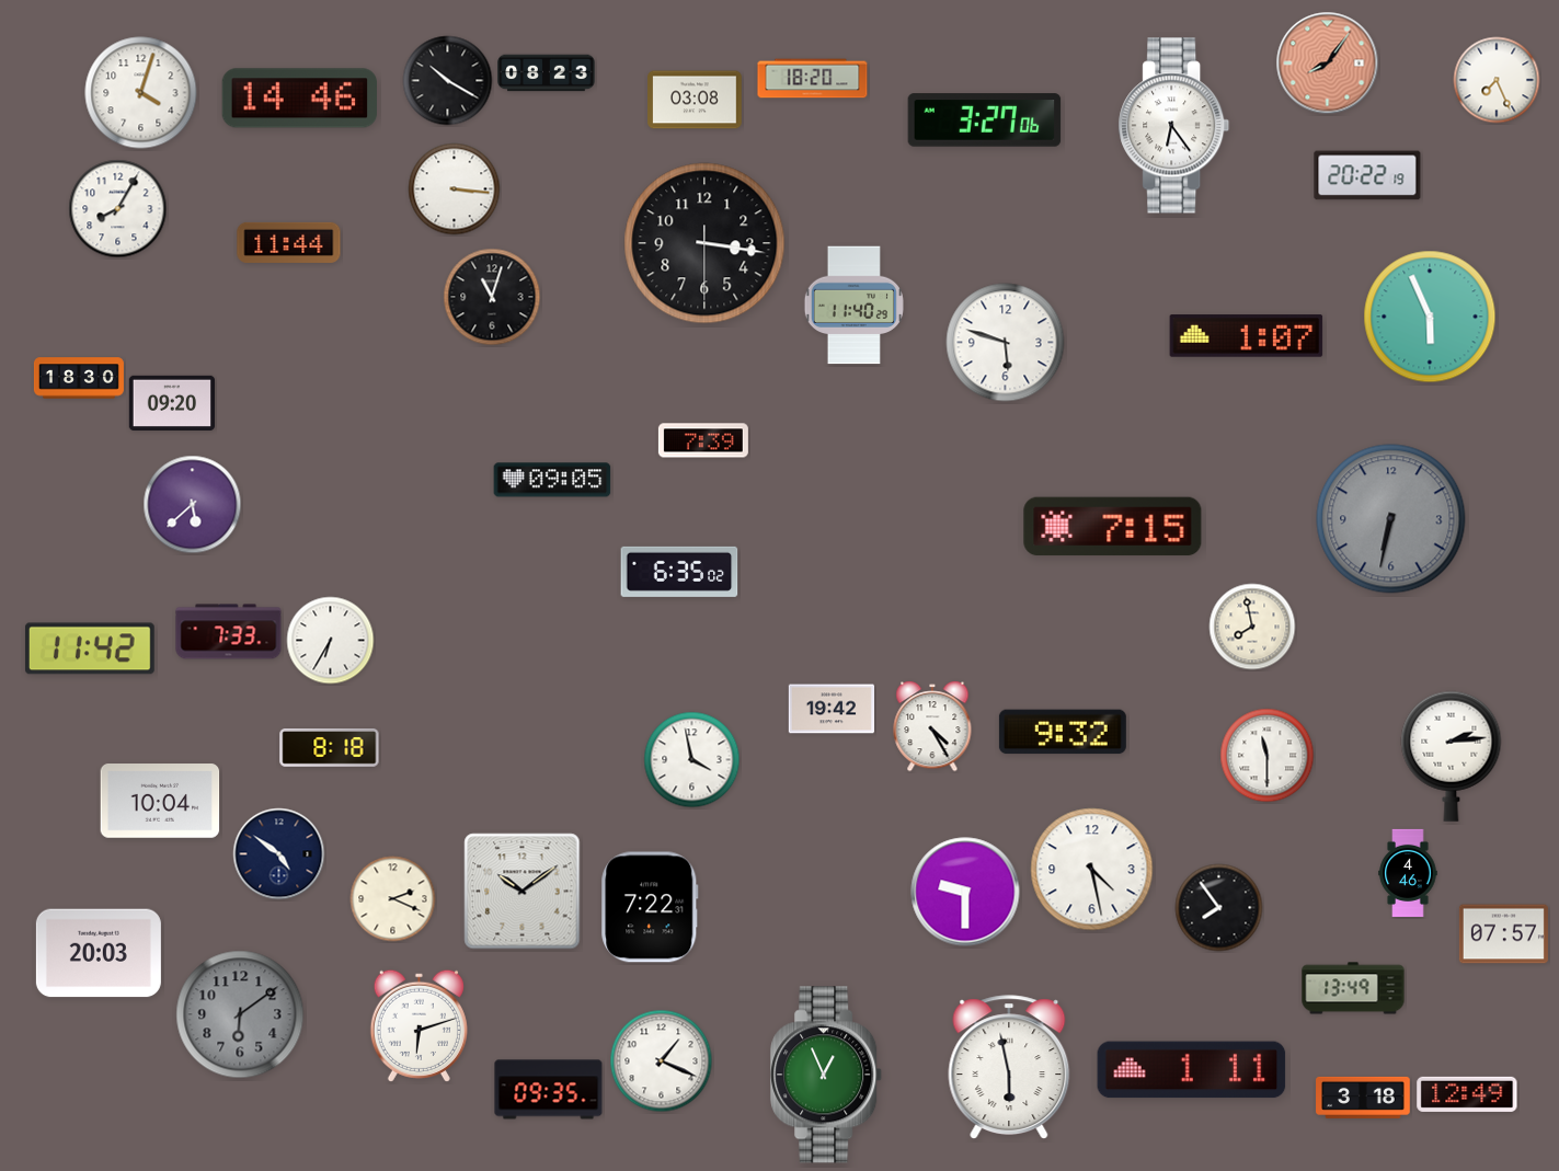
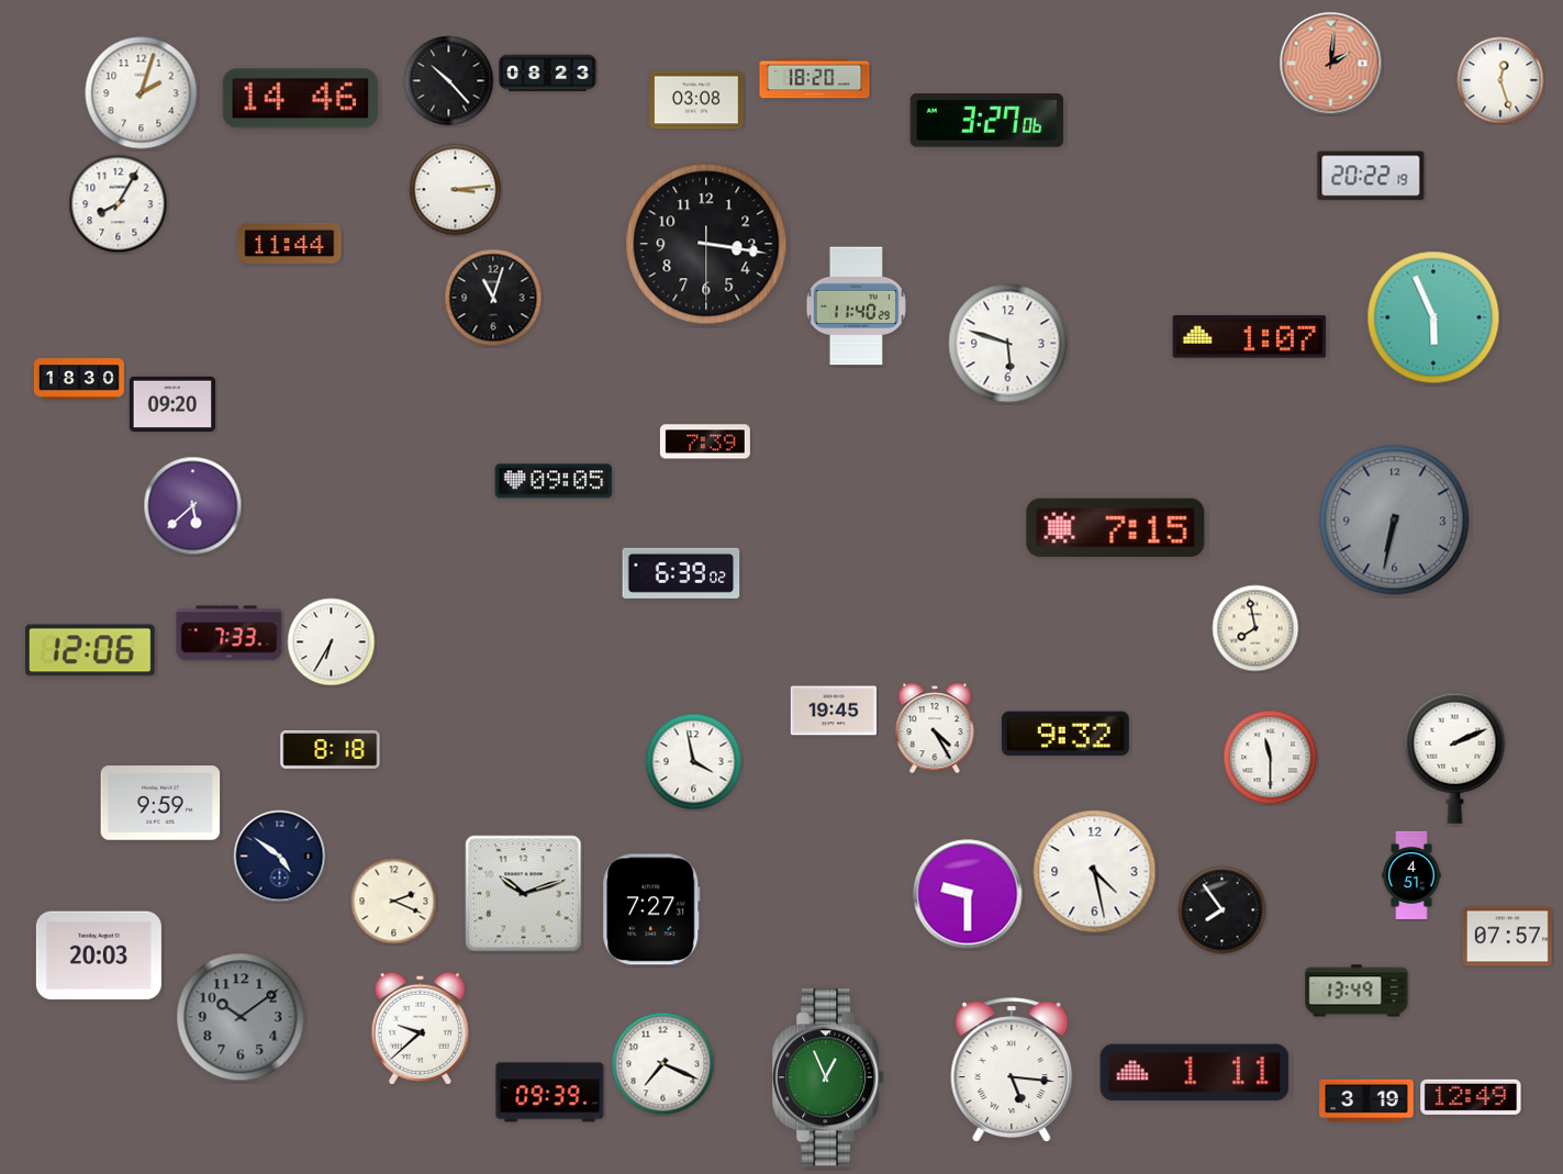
clock at (1328, 64): 8:06 -> 2:01
clock at (1497, 80): 7:26 -> 12:27
clock at (448, 81): 10:20 -> 10:23
clock at (141, 93): 4:03 -> 2:03
clock at (1174, 126): 6:24 -> none
clock at (455, 190): 3:16 -> 3:14
clock at (118, 209) position: (118, 209) -> (119, 204)
clock at (679, 572): 6:35 -> 6:39
clock at (90, 648): 11:42 -> 12:06
clock at (830, 709): 19:42 -> 19:45
clock at (1452, 756): 2:14 -> 2:11
clock at (160, 802): 10:04 -> 9:59
clock at (1408, 873): 4:46 -> 4:51
clock at (523, 892): 10:09 -> 10:12
clock at (650, 907): 7:22 -> 7:27
clock at (240, 1014): 6:09 -> 10:09
clock at (419, 1025): 6:12 -> 9:38
clock at (662, 1061): 1:19 -> 7:19
clock at (1009, 1067): 5:58 -> 5:16
clock at (549, 1090): 09:35 -> 09:39
clock at (1363, 1098): 3:18 -> 3:19
